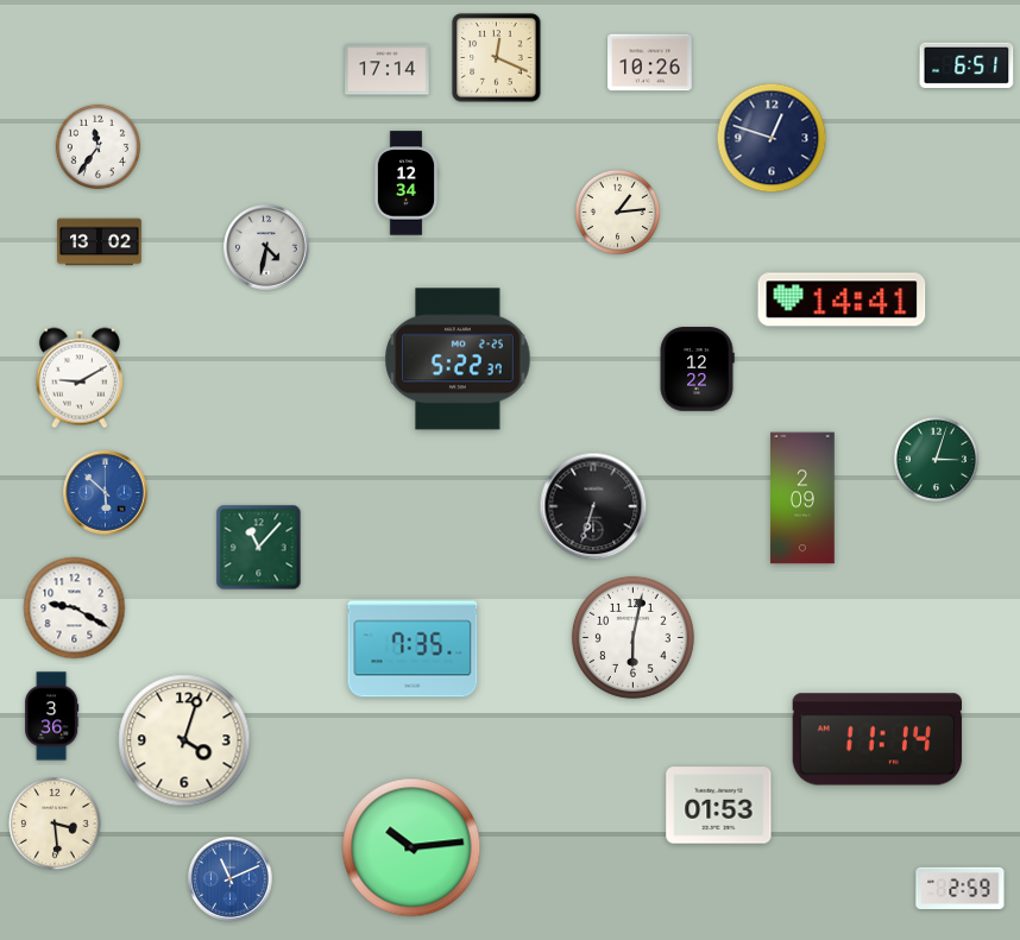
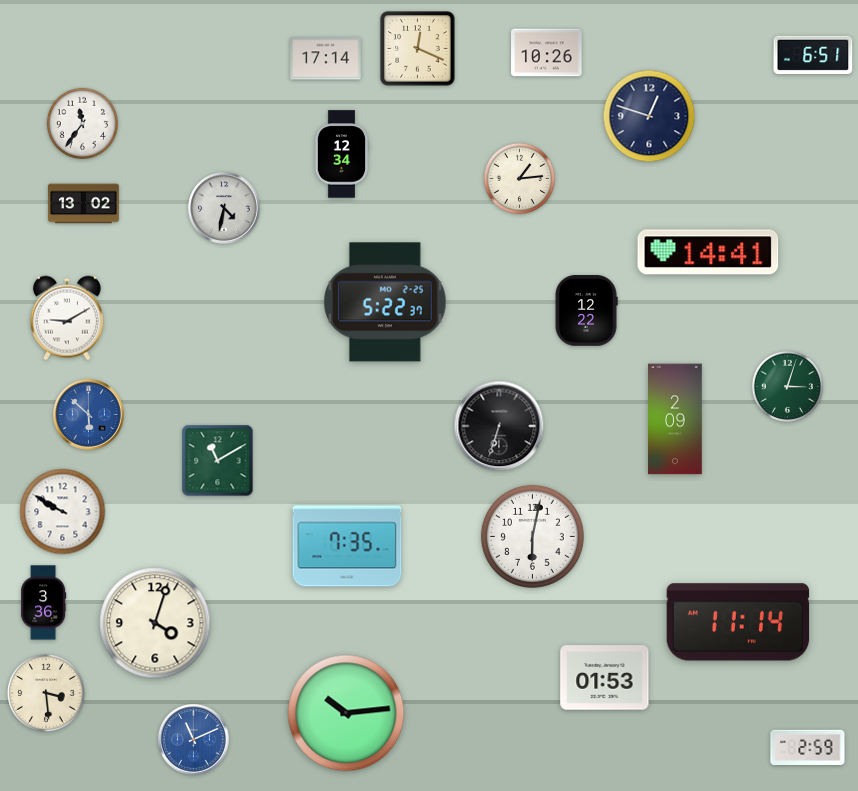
clock at (259, 548): 11:07 -> 11:10
clock at (75, 608): 9:20 -> 9:50
